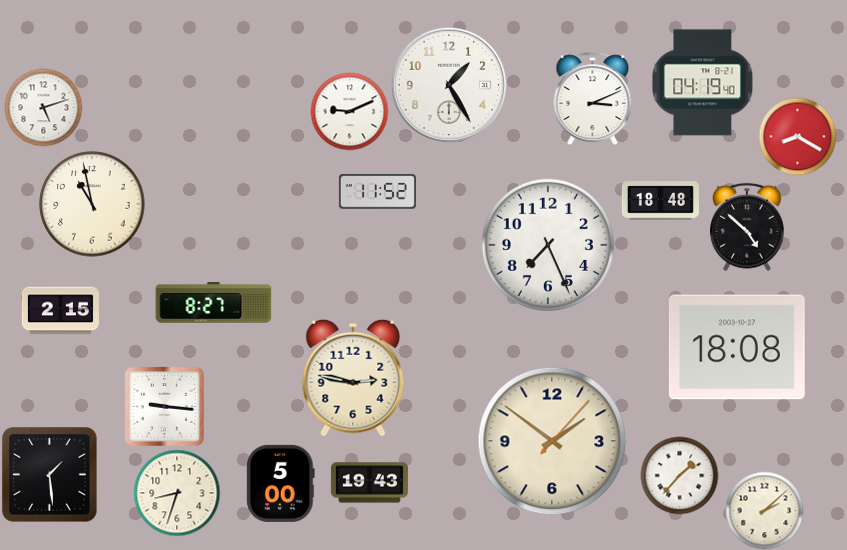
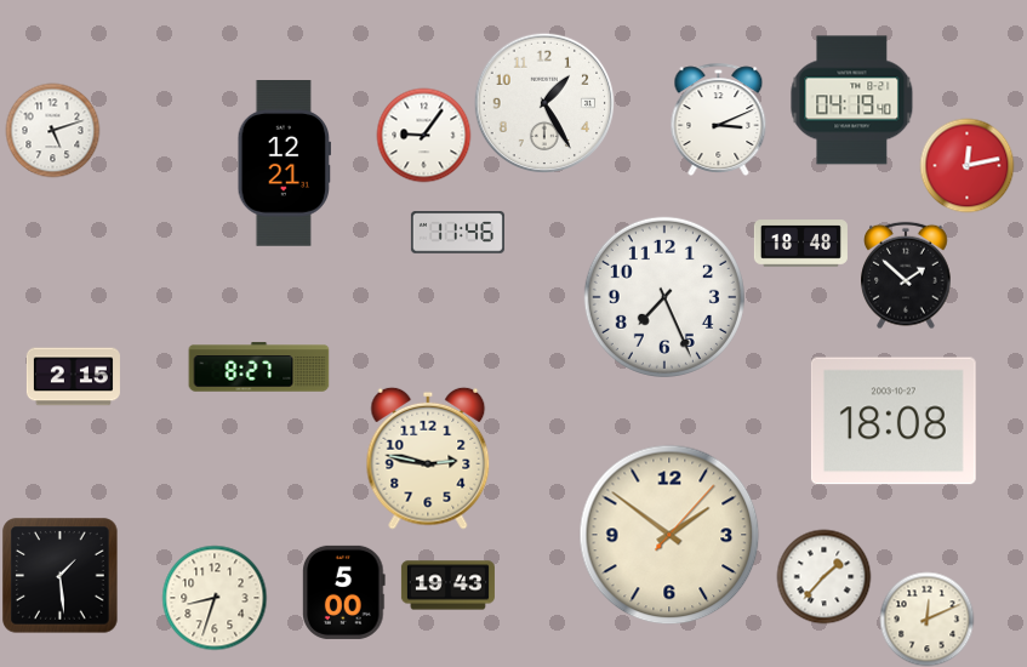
clock at (349, 111): 9:11 -> 9:06
clock at (284, 164): none -> 12:21
clock at (797, 136): 8:20 -> 12:13
clock at (377, 192): 11:52 -> 11:46
clock at (92, 204): 10:58 -> none
clock at (747, 227): 4:52 -> 1:52
clock at (164, 406): 9:16 -> none
clock at (281, 483) position: (281, 483) -> (344, 592)
clock at (764, 510): 2:08 -> 12:11
